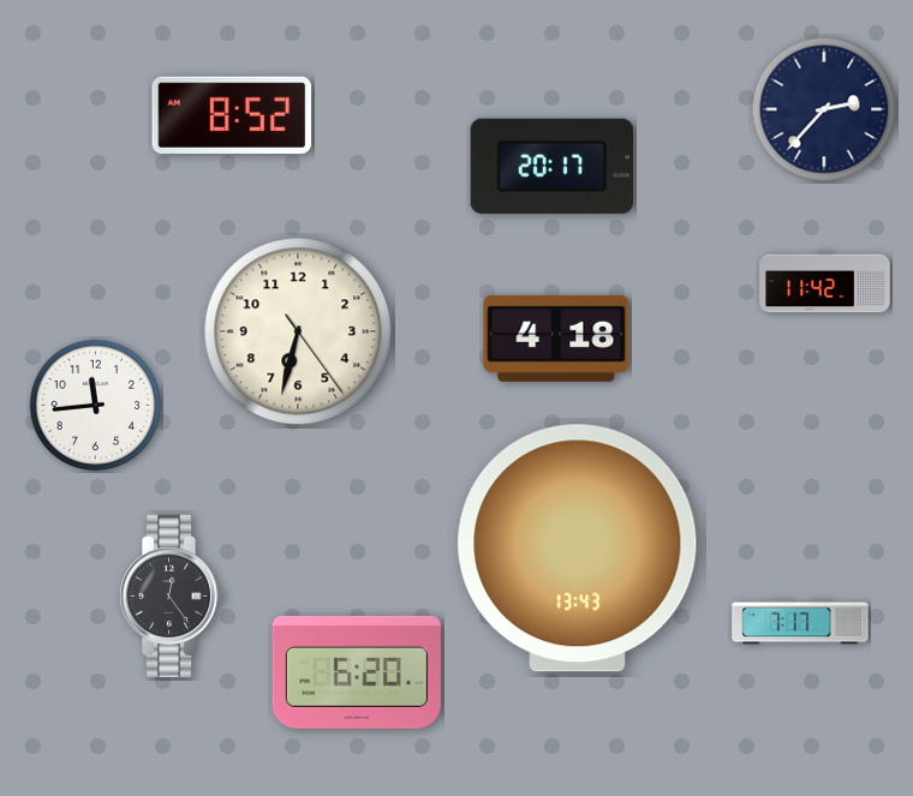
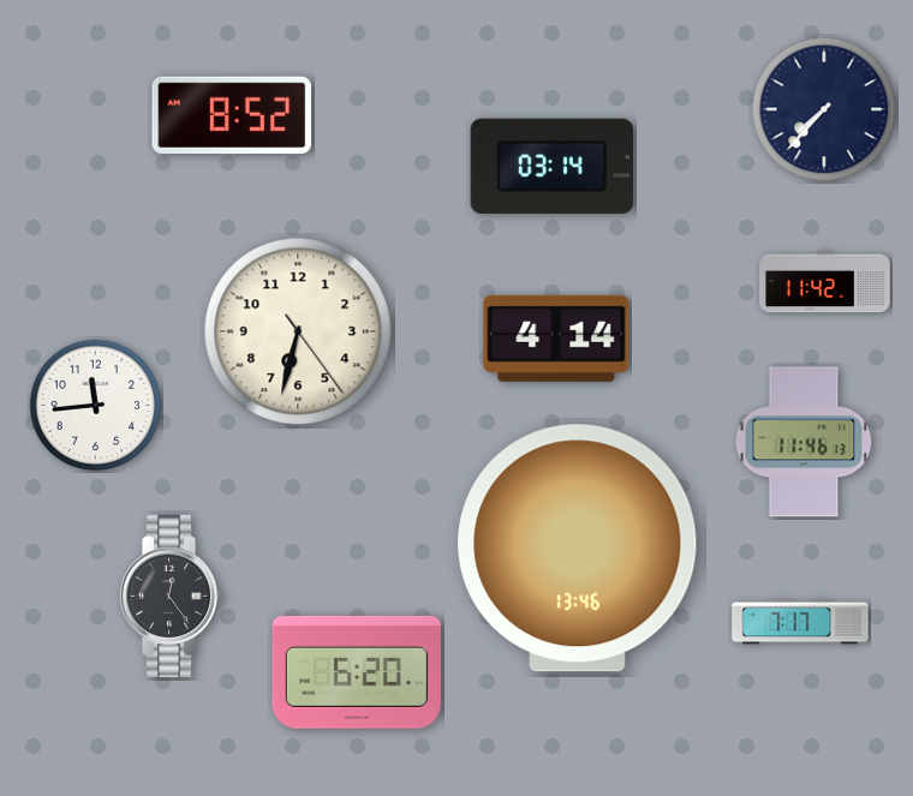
clock at (824, 109): 2:37 -> 7:37
clock at (551, 166): 20:17 -> 03:14
clock at (556, 339): 4:18 -> 4:14
clock at (804, 442): none -> 11:46
clock at (578, 549): 13:43 -> 13:46
